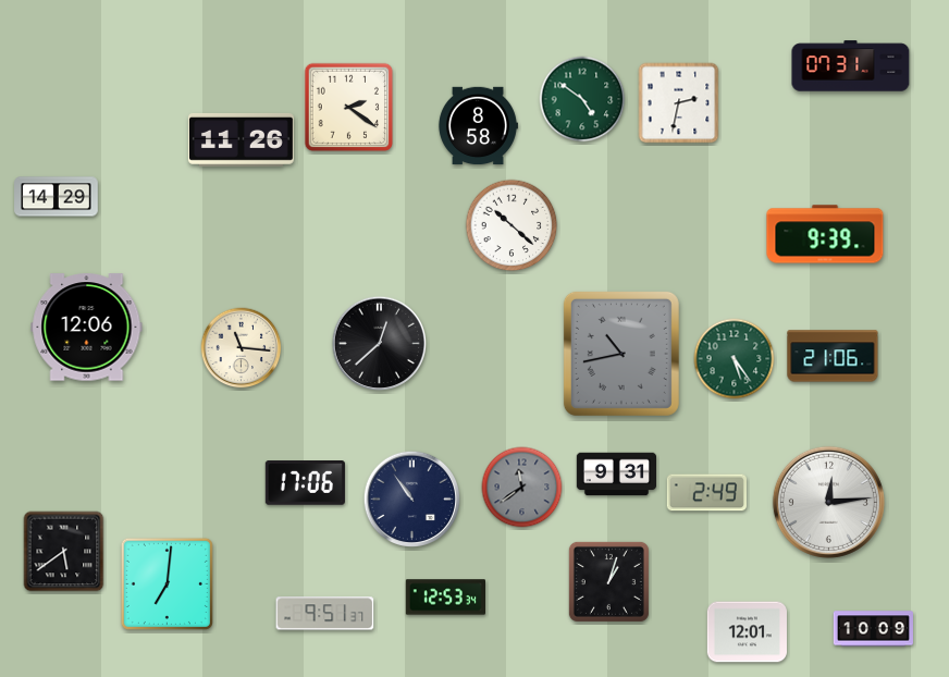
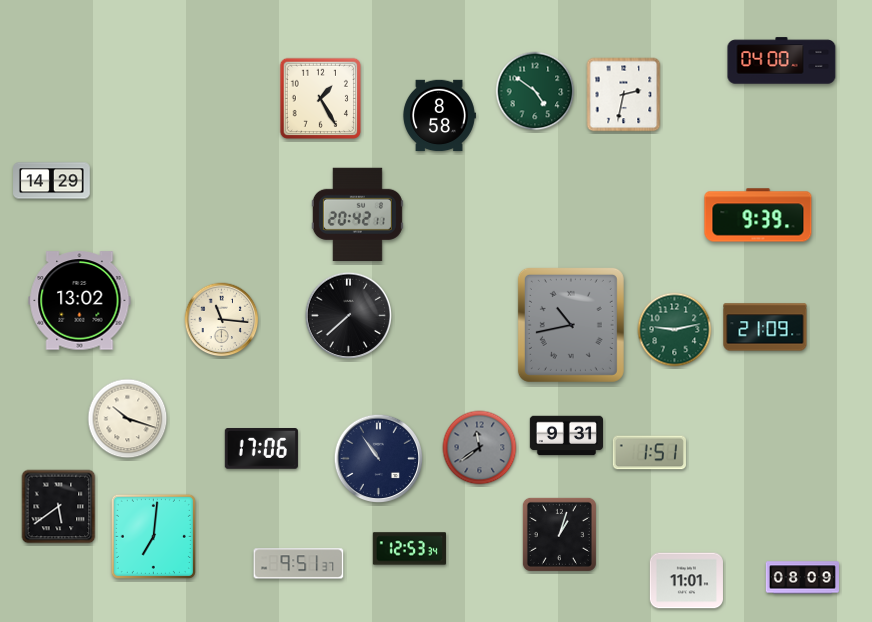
clock at (851, 66): 07:31 -> 04:00
clock at (348, 107): 2:21 -> 1:25
clock at (241, 139): 11:26 -> none
clock at (512, 225): 10:22 -> none
clock at (357, 214): none -> 20:42
clock at (87, 328): 12:06 -> 13:02
clock at (379, 343): 12:38 -> 7:38
clock at (833, 356): 21:06 -> 21:09
clock at (735, 359): 5:24 -> 9:13
clock at (128, 419): none -> 10:18
clock at (305, 483) position: (305, 483) -> (261, 449)
clock at (706, 493): 2:49 -> 1:51
clock at (828, 502): 12:14 -> none
clock at (873, 629): 10:09 -> 08:09
clock at (747, 632): 12:01 -> 11:01
